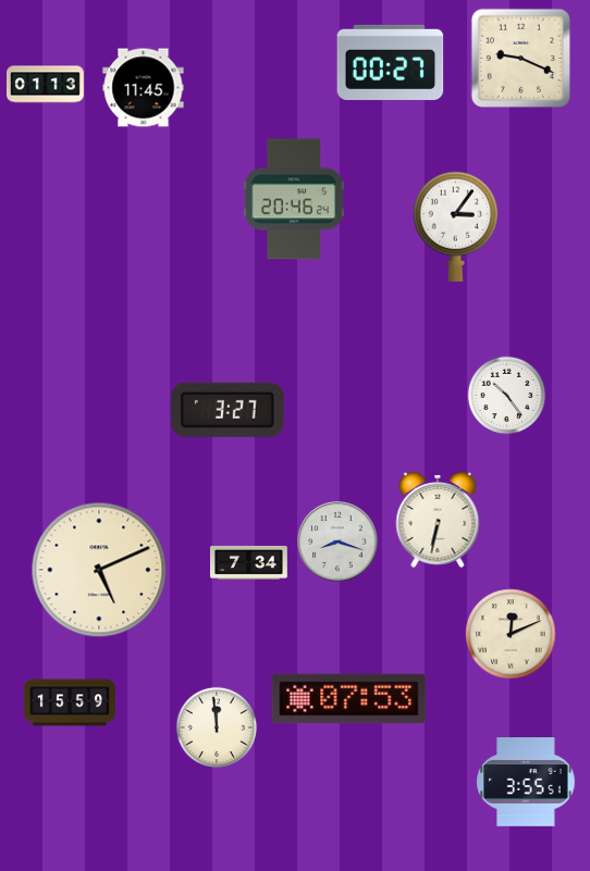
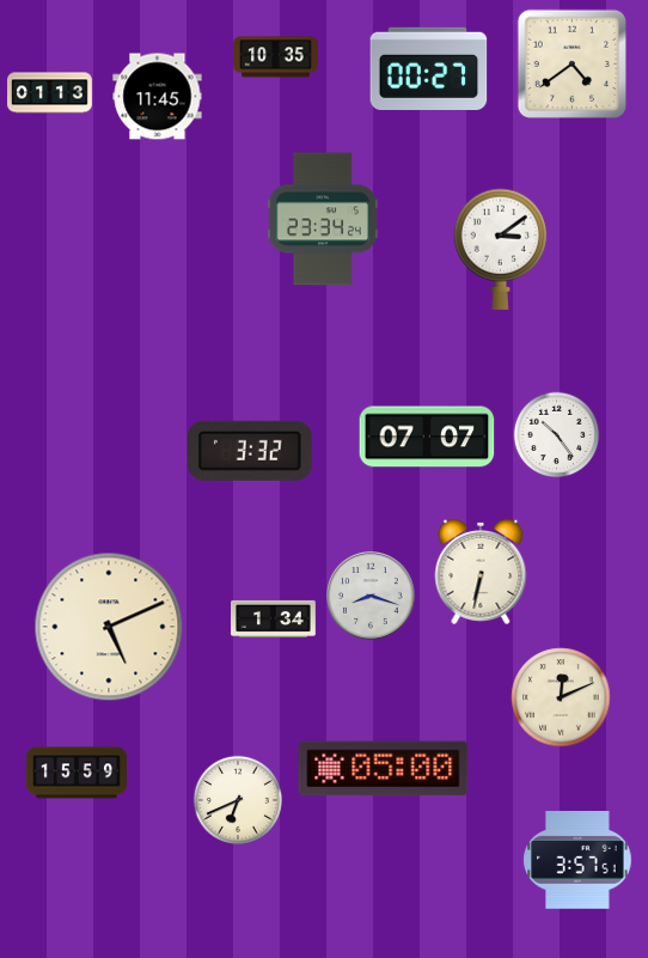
clock at (276, 57): none -> 10:35
clock at (520, 58): 9:19 -> 4:39
clock at (294, 199): 20:46 -> 23:34
clock at (455, 226): 3:06 -> 3:09
clock at (427, 437): none -> 07:07
clock at (229, 410): 3:27 -> 3:32
clock at (249, 562): 7:34 -> 1:34
clock at (349, 699): 07:53 -> 05:00
clock at (217, 727): 11:59 -> 6:41
clock at (526, 783): 3:55 -> 3:57
